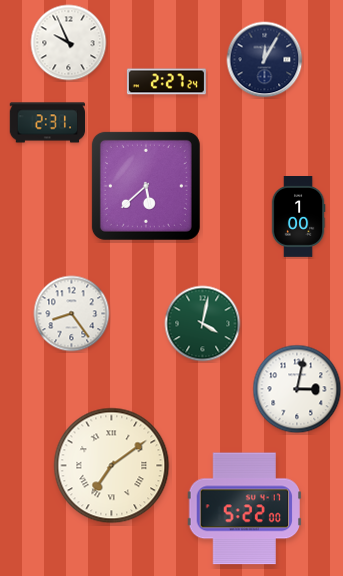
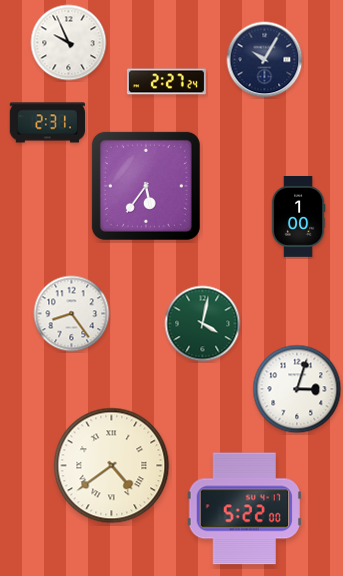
clock at (265, 60): 12:05 -> 10:05
clock at (146, 186): 5:38 -> 5:36
clock at (297, 389): 3:02 -> 3:03
clock at (112, 466): 7:09 -> 4:39
